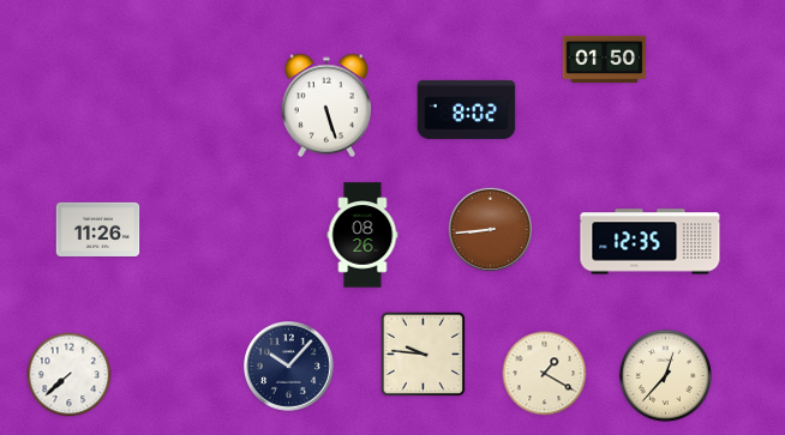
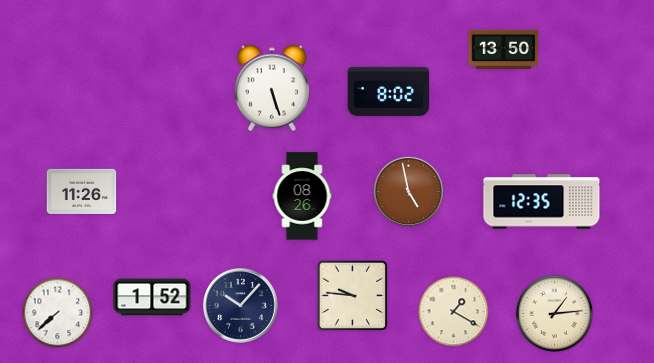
clock at (605, 60): 01:50 -> 13:50
clock at (491, 230): 8:44 -> 4:58
clock at (152, 297): none -> 1:52
clock at (665, 375): 12:37 -> 1:14
